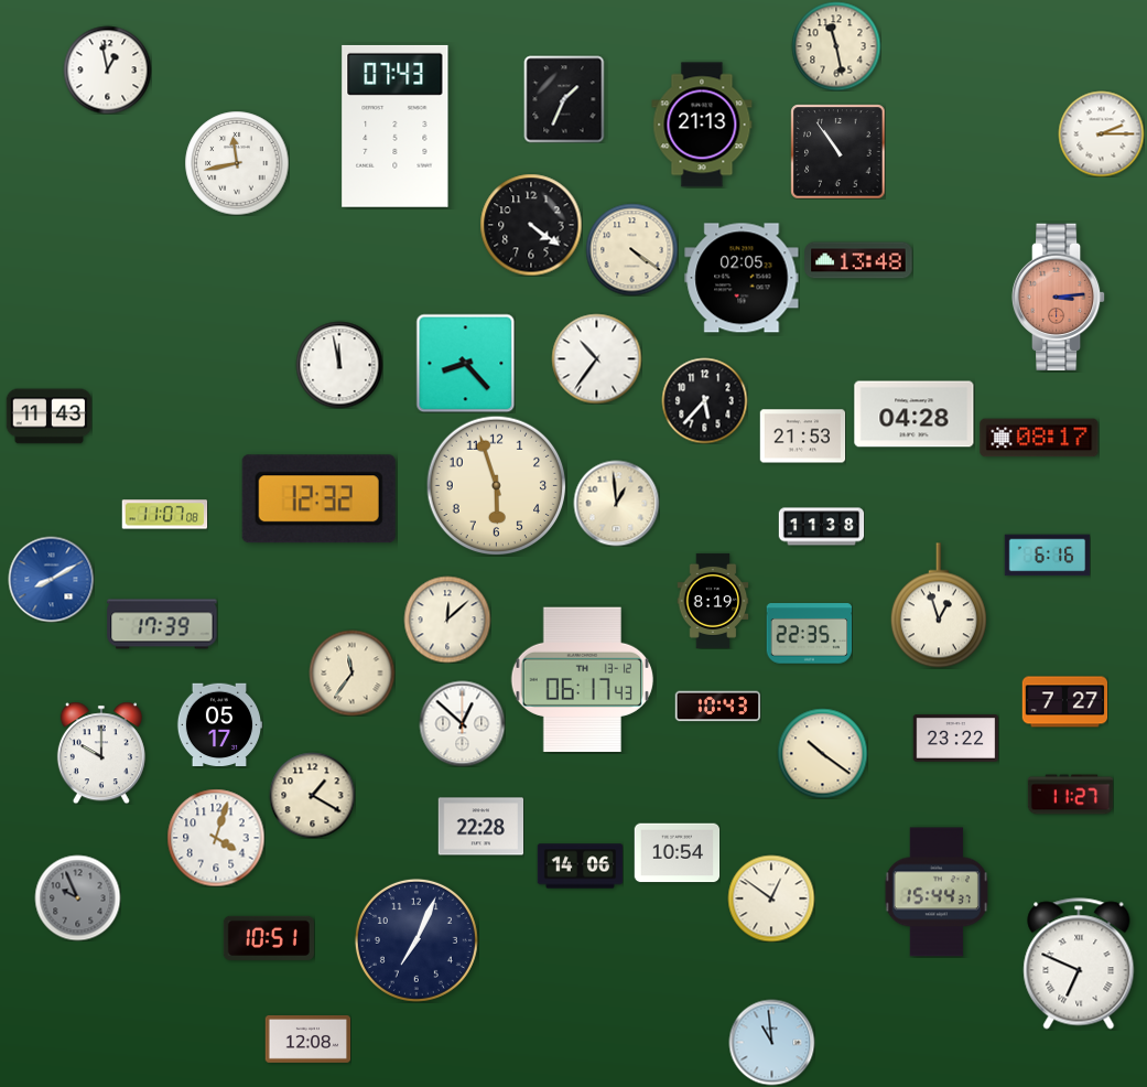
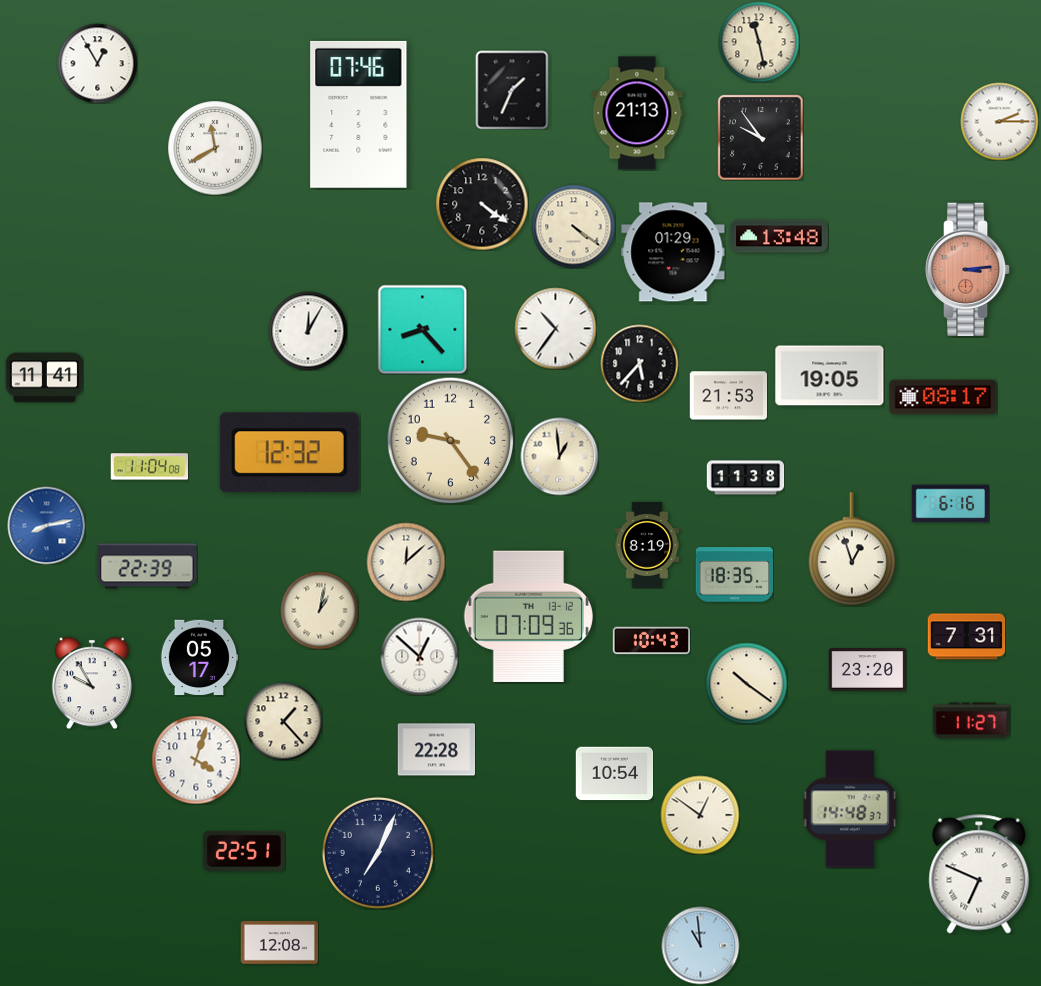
clock at (107, 69): 12:58 -> 12:55
clock at (396, 126): 07:43 -> 07:46
clock at (837, 151): 10:54 -> 9:54
clock at (237, 163): 11:43 -> 11:40
clock at (742, 278): 02:05 -> 01:29
clock at (1059, 297) position: (1059, 297) -> (968, 269)
clock at (596, 358) position: (596, 358) -> (555, 328)
clock at (339, 365): 11:58 -> 12:05
clock at (915, 415): 04:28 -> 19:05
clock at (48, 417): 11:43 -> 11:41
clock at (496, 485): 5:57 -> 9:24
clock at (164, 515): 11:07 -> 11:04
clock at (51, 579): 8:10 -> 8:13
clock at (162, 624): 17:39 -> 22:39
clock at (809, 634): 22:35 -> 18:35
clock at (351, 672): 11:36 -> 1:02
clock at (582, 680): 06:17 -> 07:09
clock at (1064, 702): 7:27 -> 7:31
clock at (955, 739): 23:22 -> 23:20
clock at (101, 753): 10:00 -> 9:55
clock at (312, 795): 1:20 -> 1:23
clock at (580, 867): 14:06 -> none
clock at (937, 892): 15:44 -> 14:48
clock at (77, 897): 9:56 -> none
clock at (269, 938): 10:51 -> 22:51
